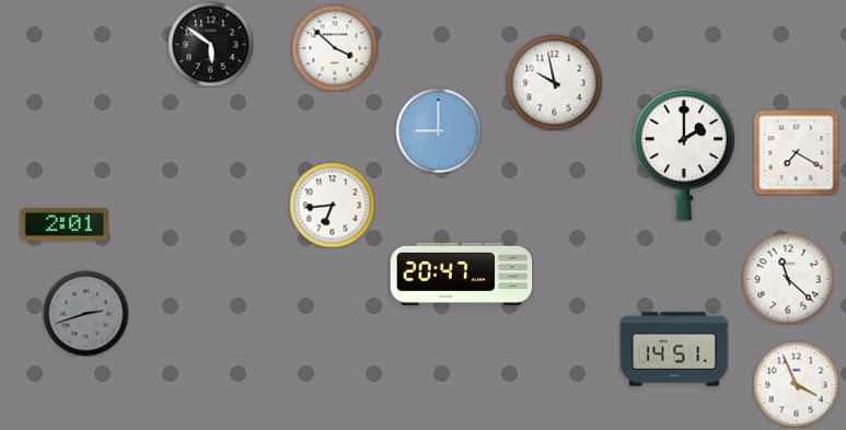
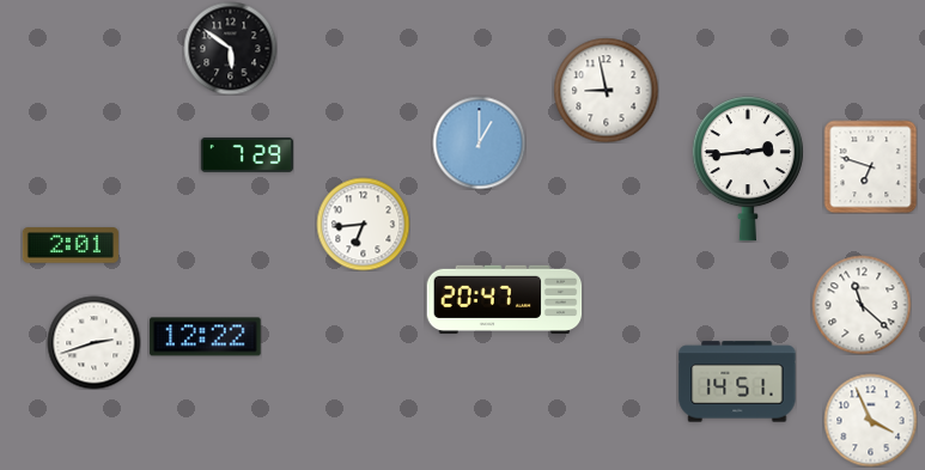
clock at (335, 48): 3:52 -> none
clock at (554, 82): 9:58 -> 8:58
clock at (438, 130): 9:00 -> 1:00
clock at (247, 154): none -> 7:29
clock at (796, 152): 7:20 -> 6:48
clock at (684, 154): 2:00 -> 2:44
clock at (206, 337): none -> 12:22
clock at (85, 313) dial: grey -> white
